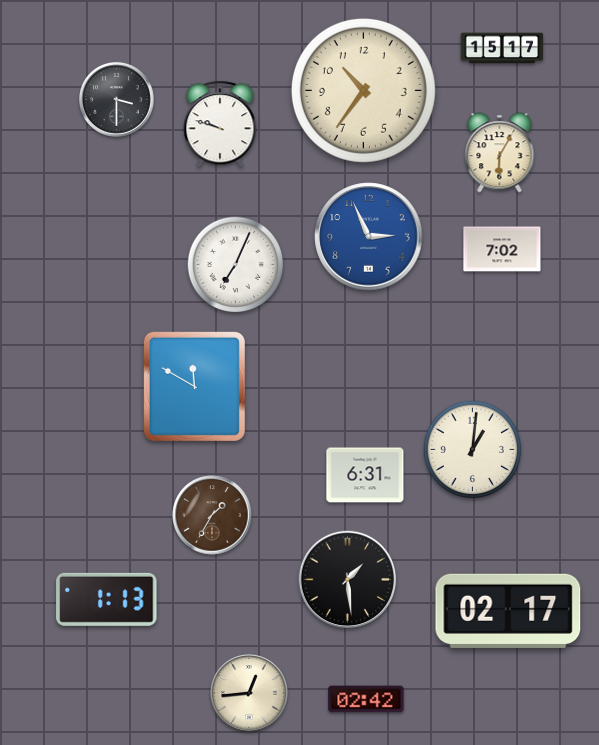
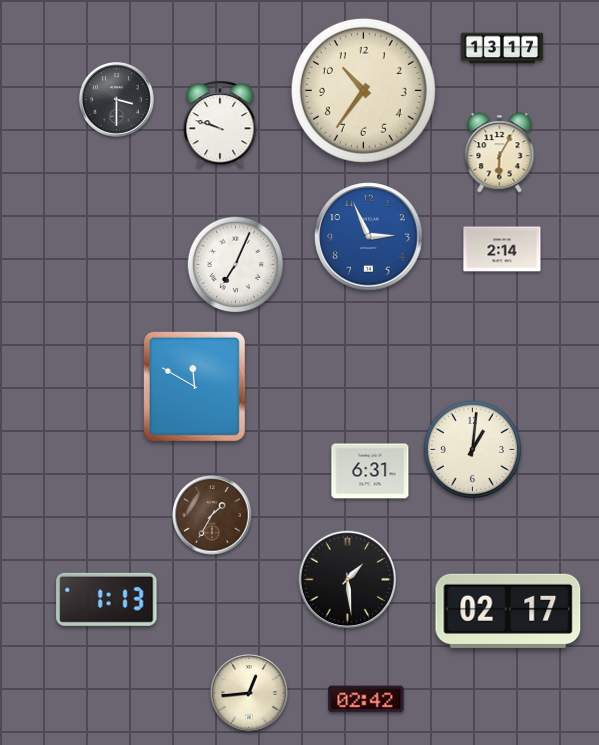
clock at (502, 48): 15:17 -> 13:17
clock at (502, 249): 7:02 -> 2:14
clock at (365, 475) position: (365, 475) -> (370, 471)
